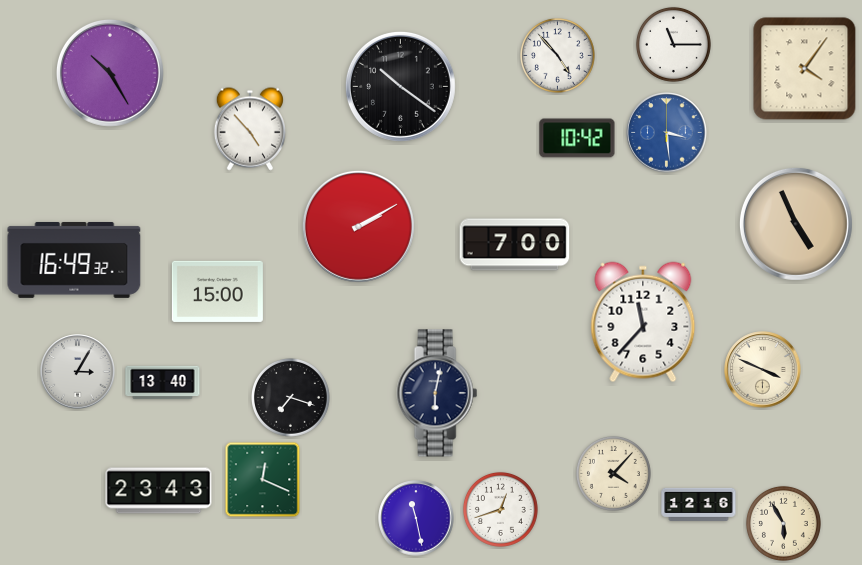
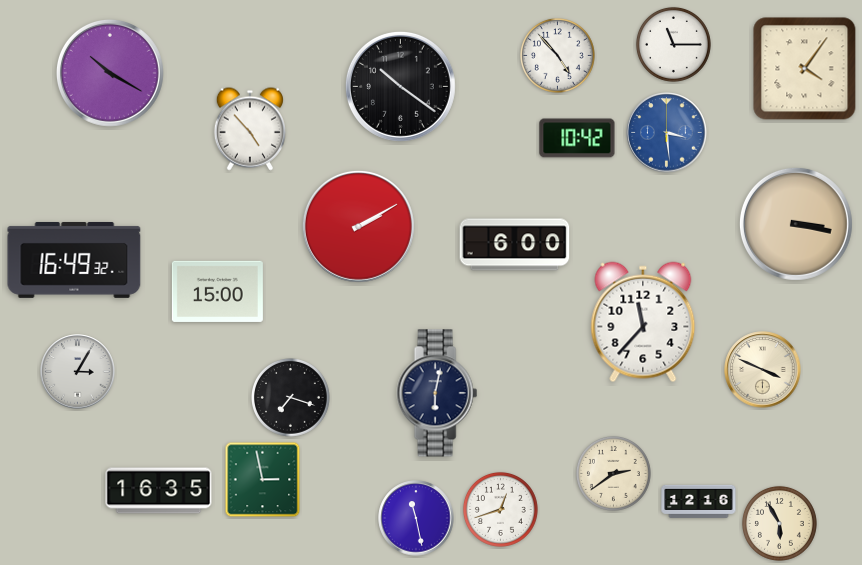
clock at (110, 73): 10:25 -> 10:20
clock at (796, 224): 4:56 -> 3:17
clock at (515, 245): 7:00 -> 6:00
clock at (163, 383): 13:40 -> none
clock at (613, 473): 4:07 -> 2:39
clock at (263, 480): 12:19 -> 2:58
clock at (159, 491): 23:43 -> 16:35
clock at (699, 504) position: (699, 504) -> (699, 501)
clock at (783, 523) position: (783, 523) -> (779, 523)
